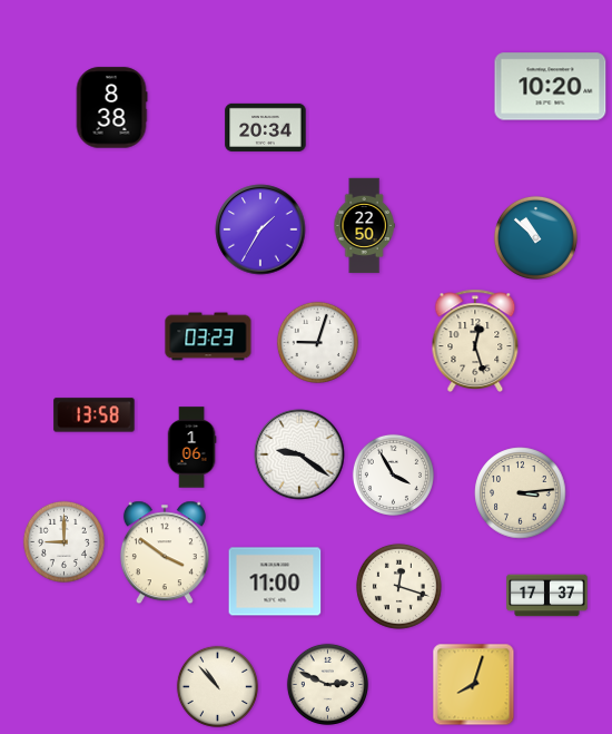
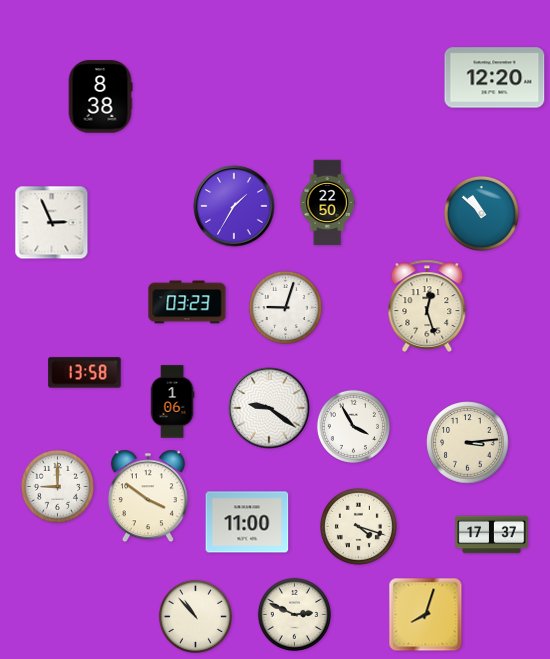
clock at (551, 87): 10:20 -> 12:20
clock at (266, 127): 20:34 -> none
clock at (52, 223): none -> 2:56
clock at (398, 586): 12:18 -> 4:18
